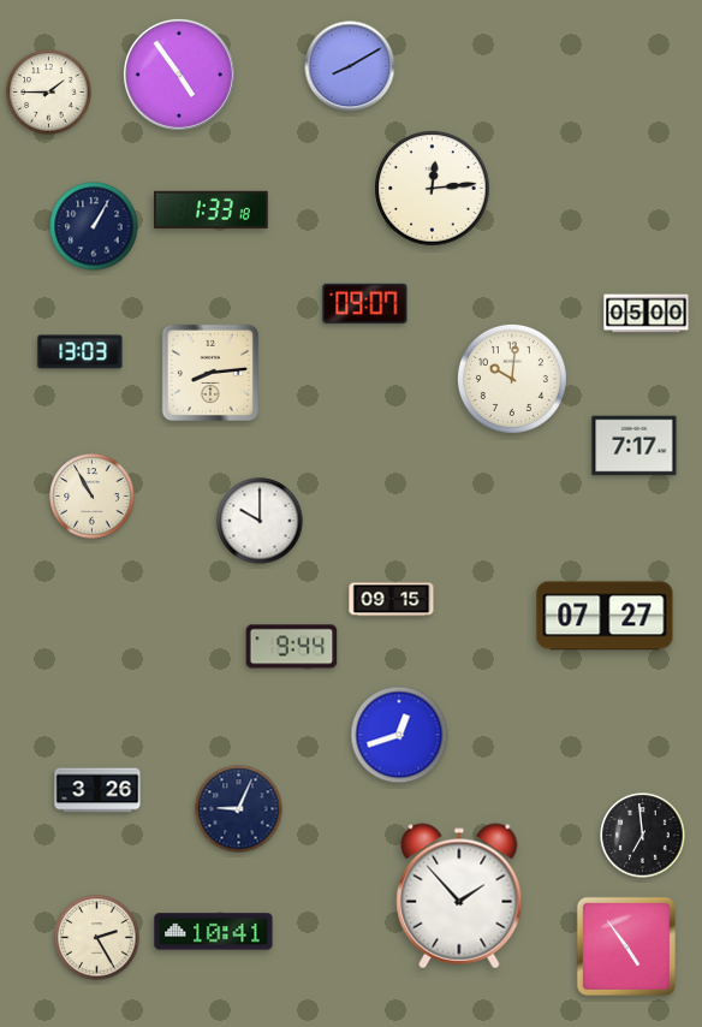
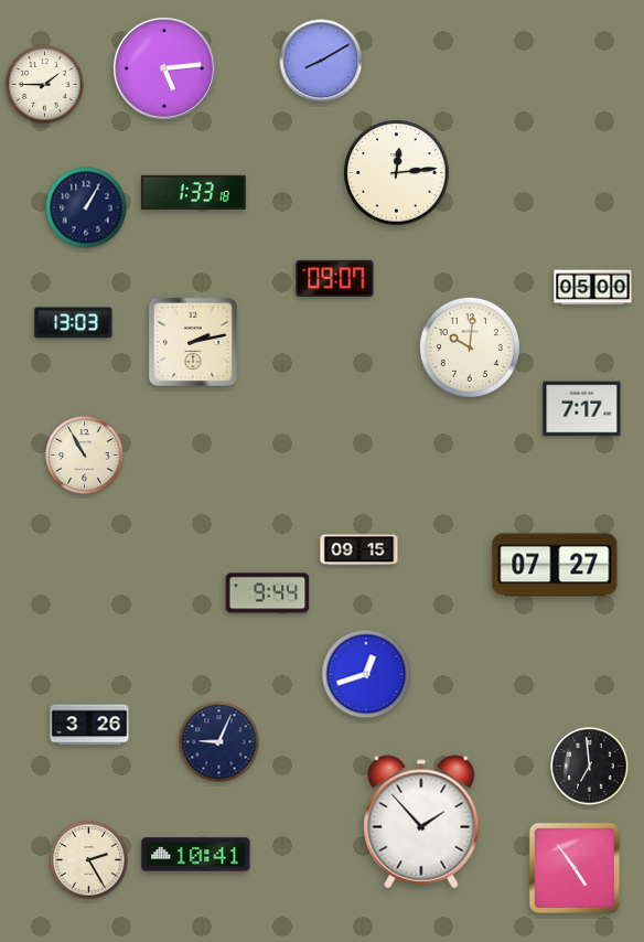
clock at (179, 75): 4:54 -> 5:14
clock at (210, 373): 8:14 -> 2:13
clock at (260, 521): 10:00 -> none
